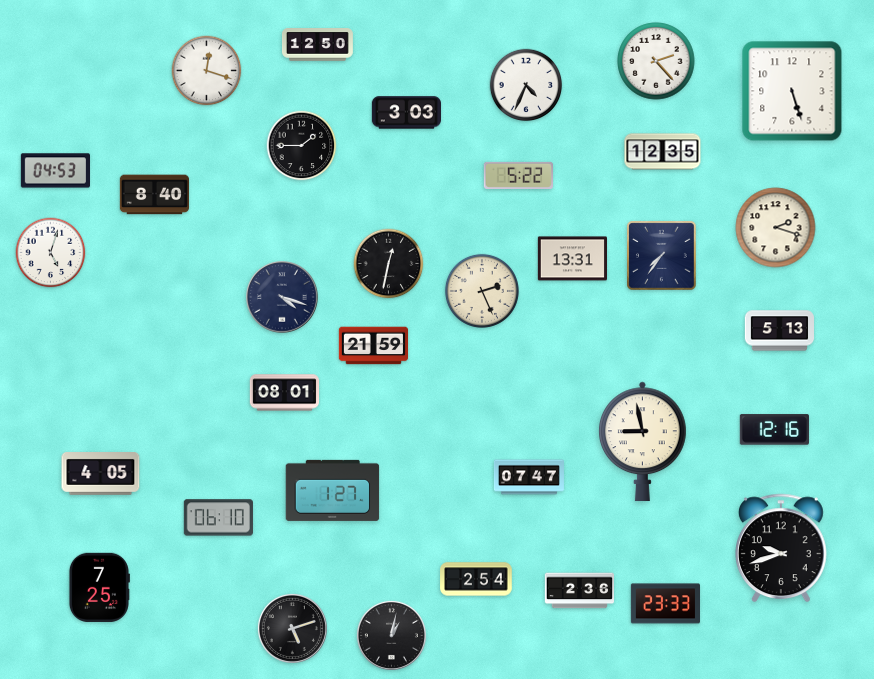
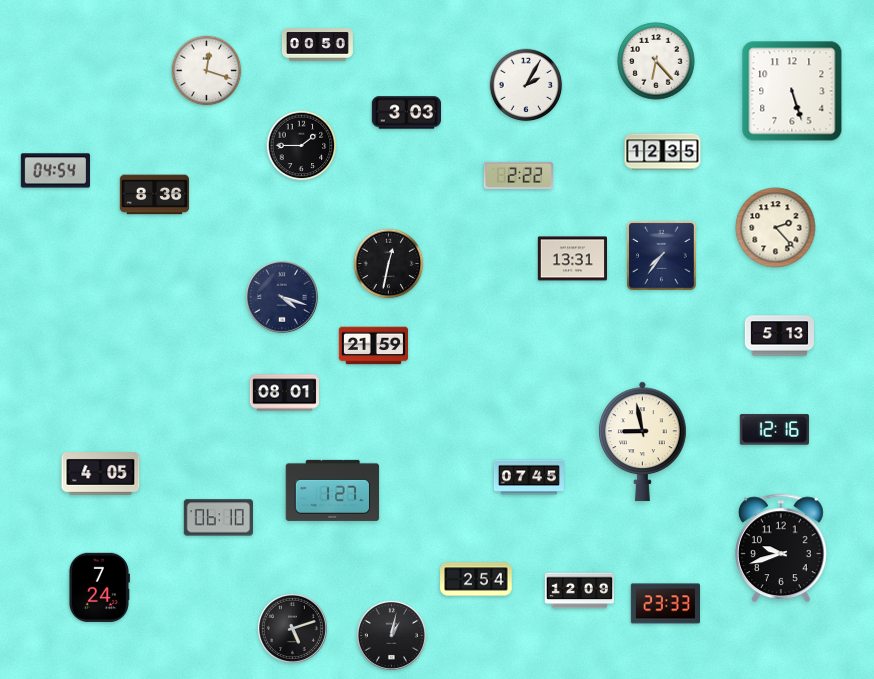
clock at (317, 45): 12:50 -> 00:50
clock at (656, 61): 2:23 -> 6:23
clock at (526, 85): 4:34 -> 2:05
clock at (55, 171): 04:53 -> 04:54
clock at (518, 175): 5:22 -> 2:22
clock at (154, 195): 8:40 -> 8:36
clock at (776, 228): 2:18 -> 2:23
clock at (51, 253): 5:03 -> none
clock at (482, 291): 2:26 -> none
clock at (780, 331) position: (780, 331) -> (780, 336)
clock at (529, 477): 07:47 -> 07:45
clock at (99, 587): 7:25 -> 7:24
clock at (579, 591): 2:36 -> 12:09
